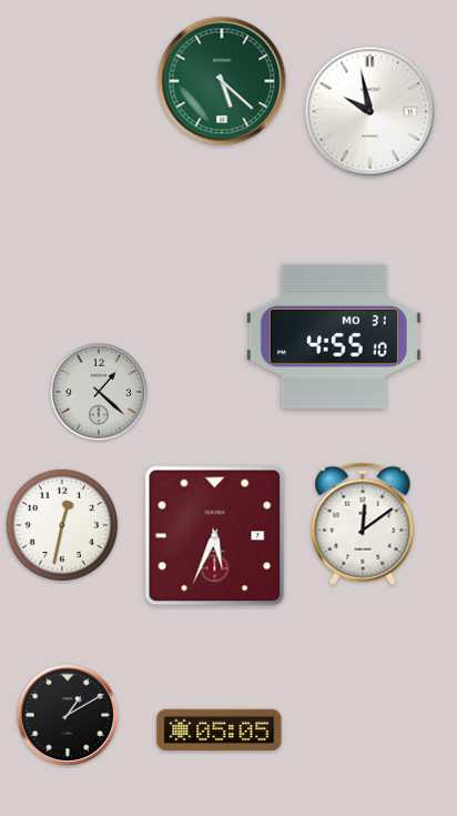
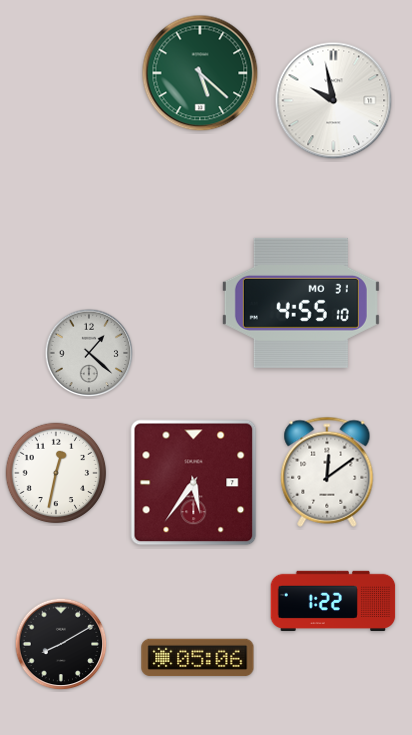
clock at (215, 536): 5:34 -> 5:36
clock at (333, 600): none -> 1:22
clock at (68, 715): 1:10 -> 8:10
clock at (220, 731): 05:05 -> 05:06
